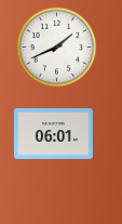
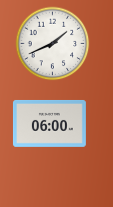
clock at (54, 133): 06:01 -> 06:00
